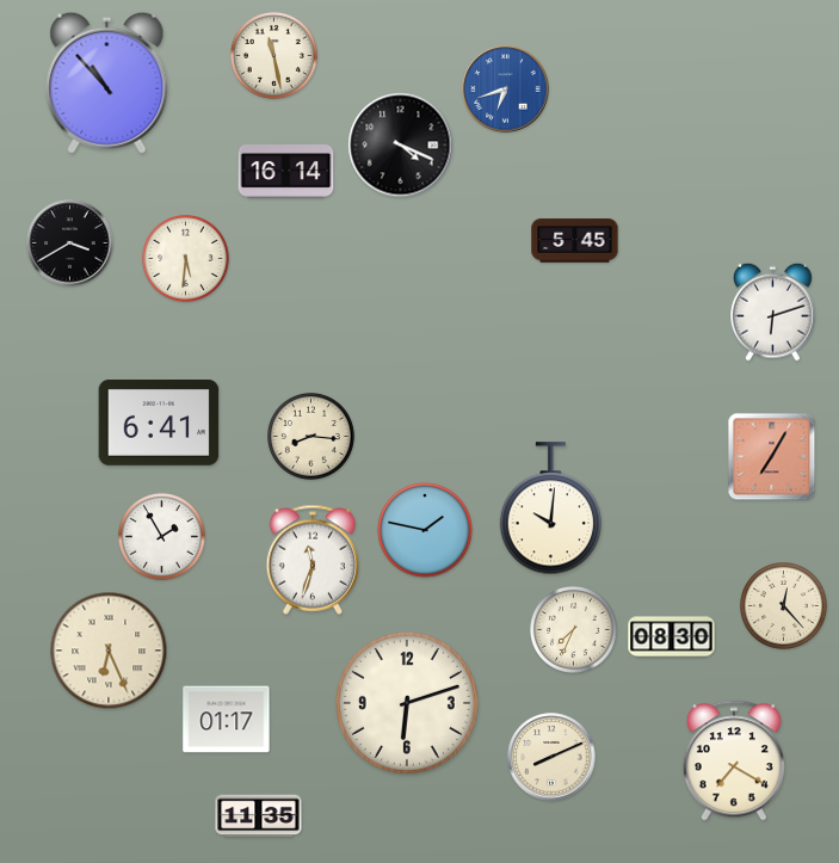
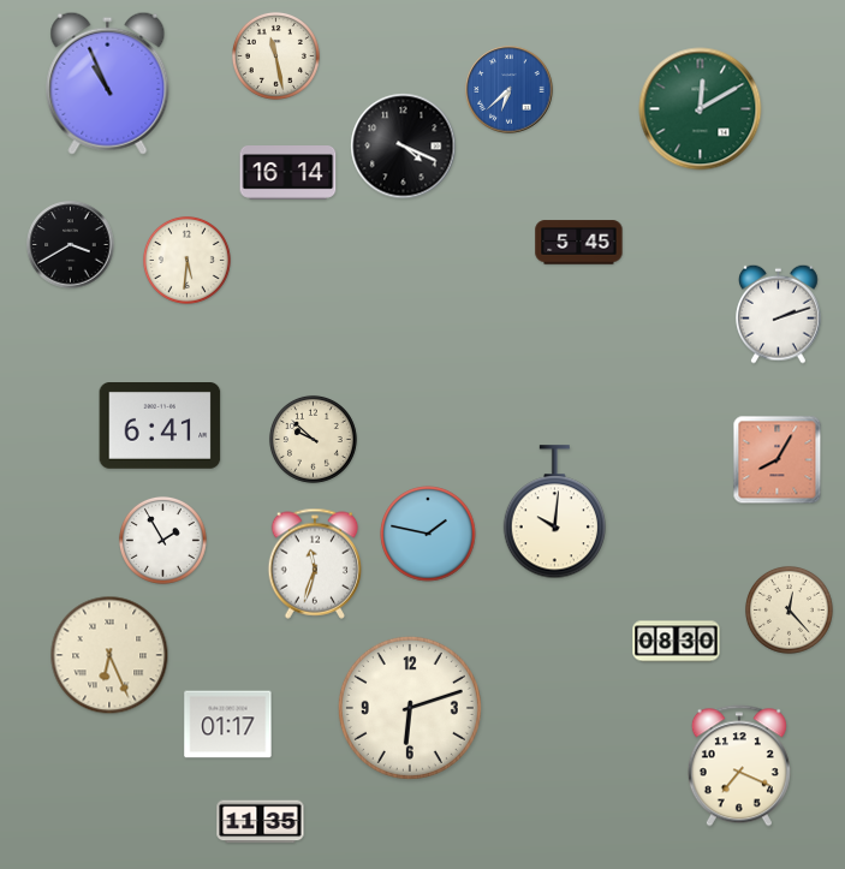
clock at (107, 82): 10:53 -> 10:56
clock at (506, 90): 6:42 -> 6:38
clock at (701, 109): none -> 12:10
clock at (773, 312): 6:12 -> 2:12
clock at (310, 436): 8:16 -> 9:52
clock at (772, 457): 7:05 -> 8:05
clock at (573, 629): 7:34 -> none
clock at (551, 757): 8:11 -> none
clock at (734, 760): 7:20 -> 7:19
